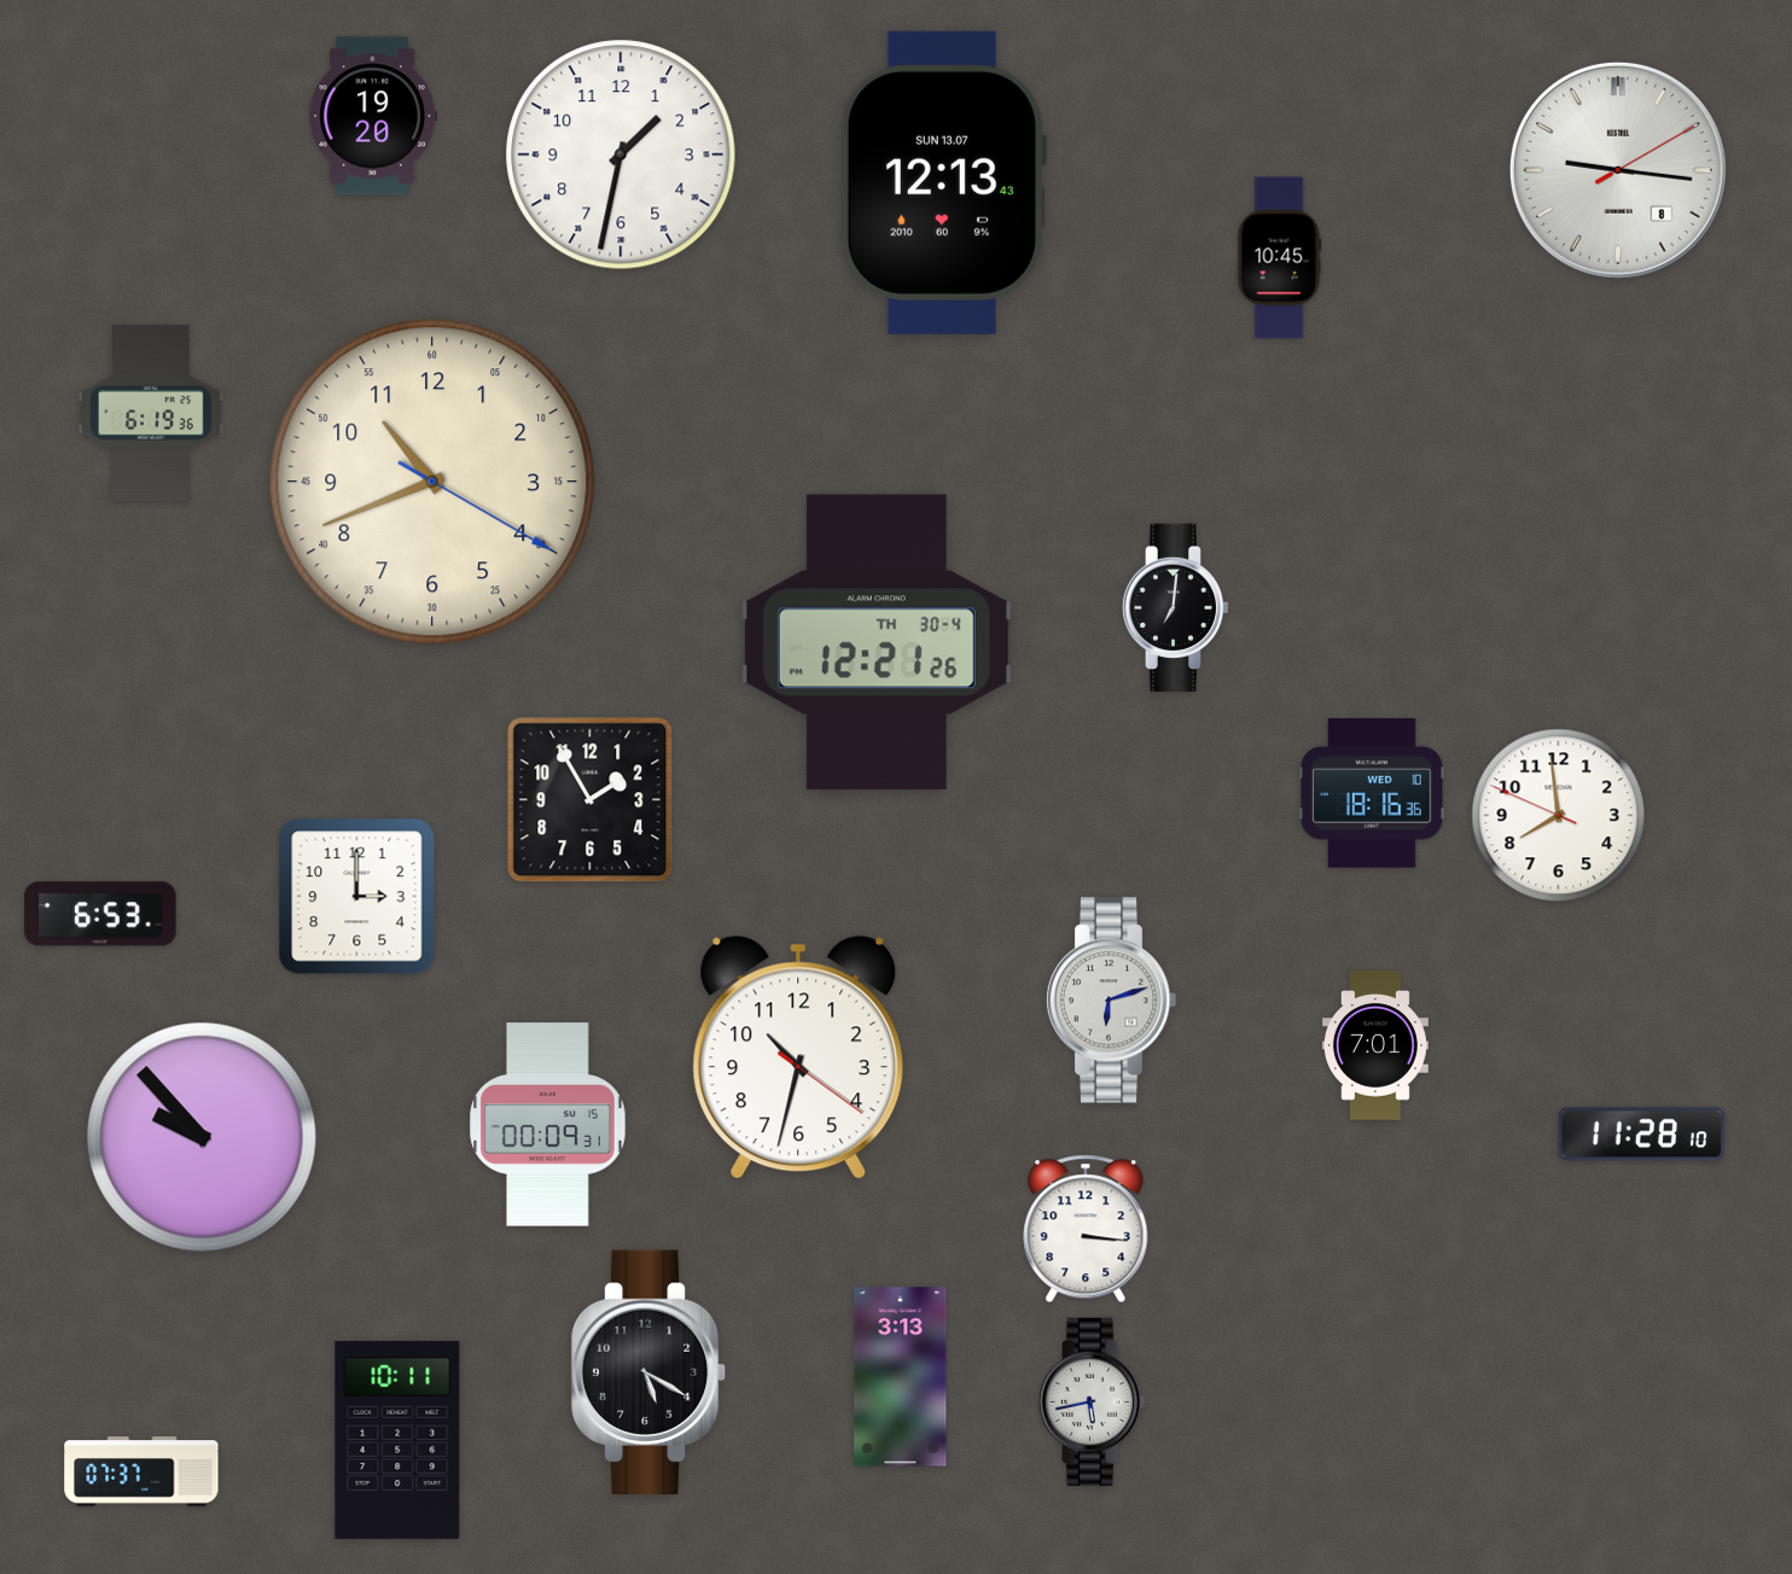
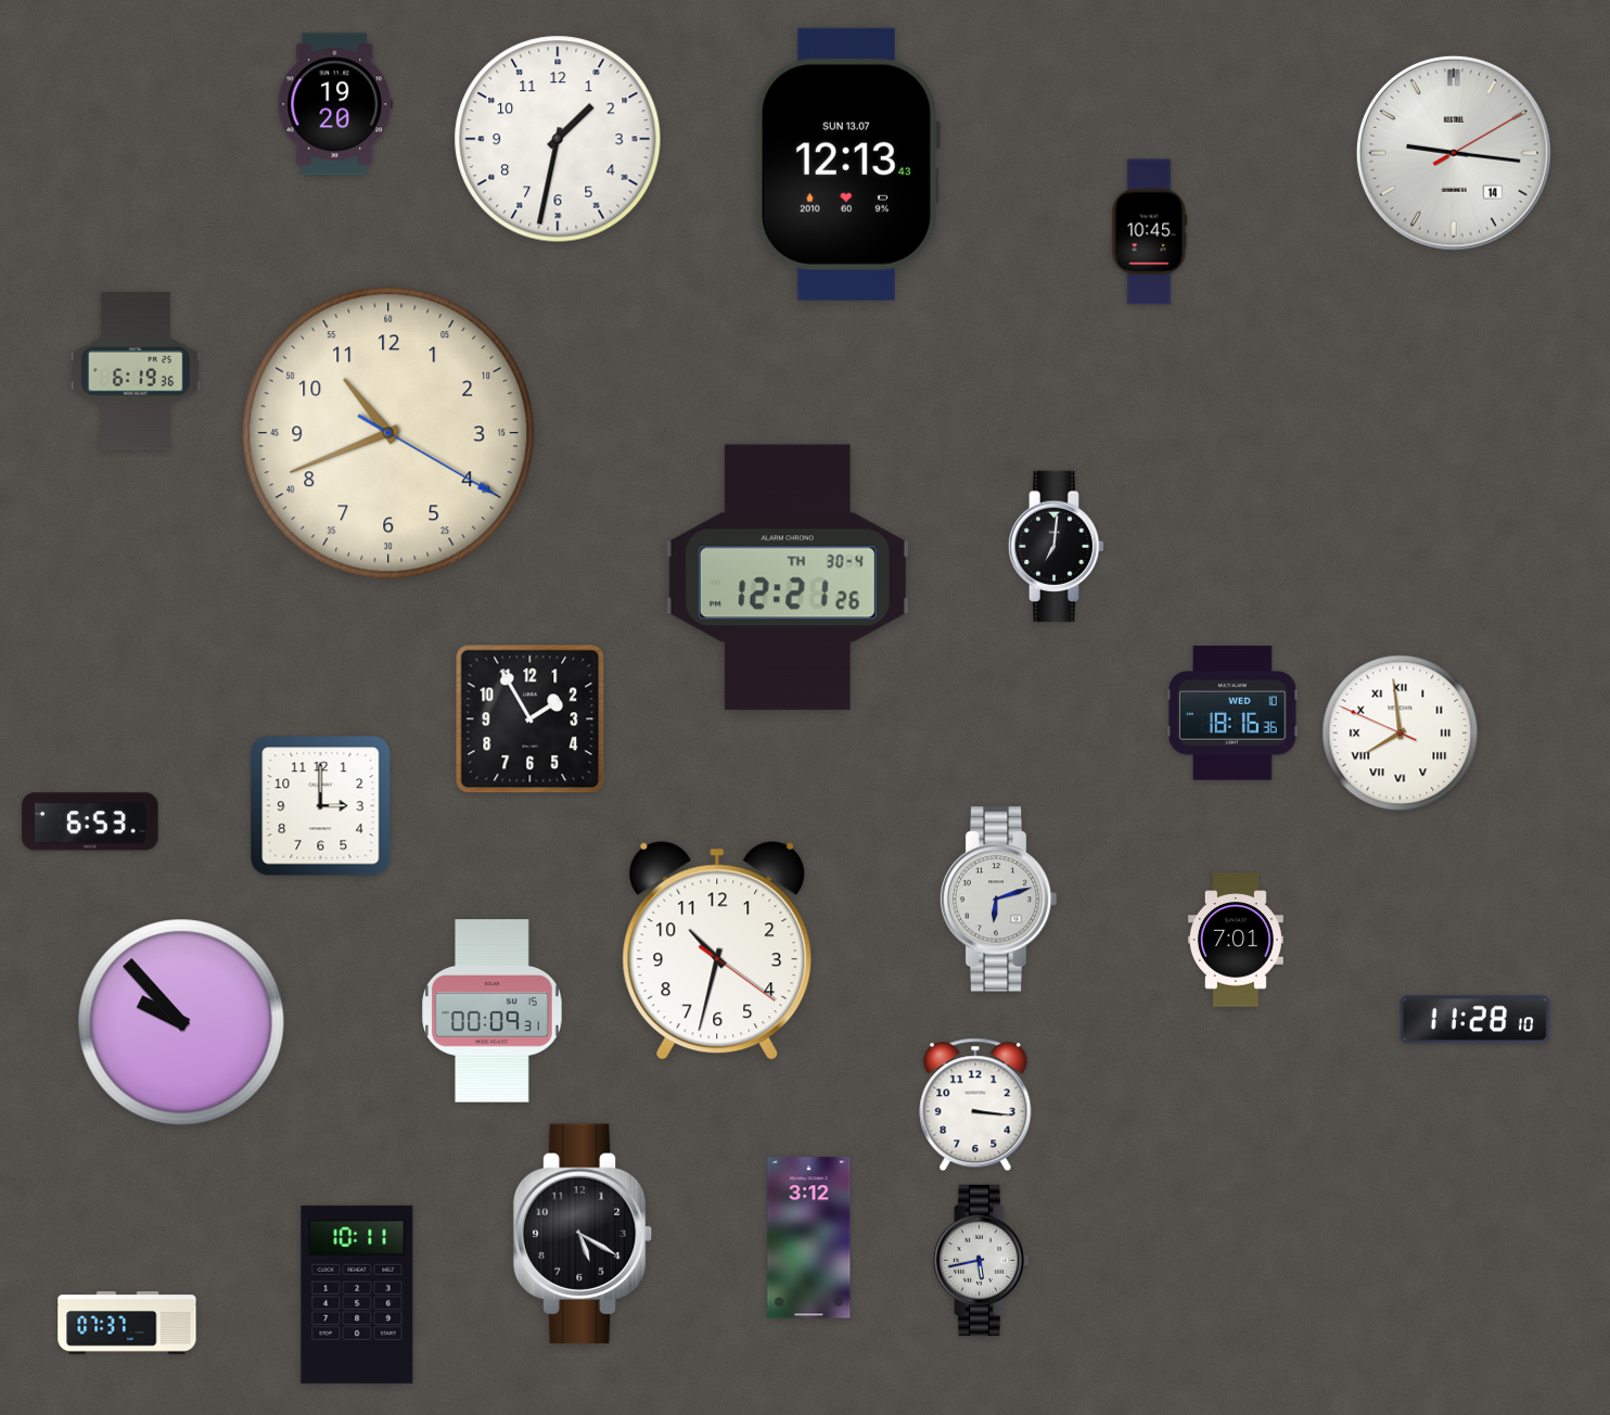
clock at (1618, 170) date: 8 -> 14
clock at (1559, 816) numerals: Arabic -> Roman
clock at (901, 1377): 3:13 -> 3:12
